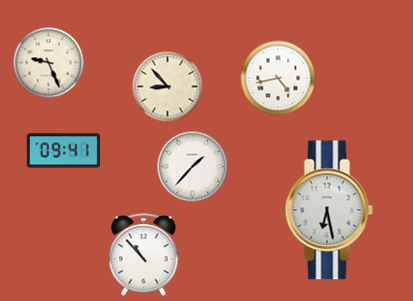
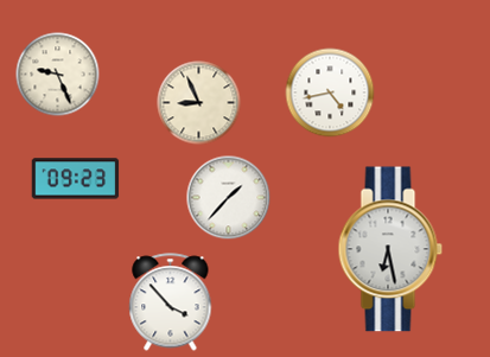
clock at (168, 87): 8:53 -> 8:56
clock at (64, 151): 09:41 -> 09:23
clock at (144, 255): 10:53 -> 3:53
